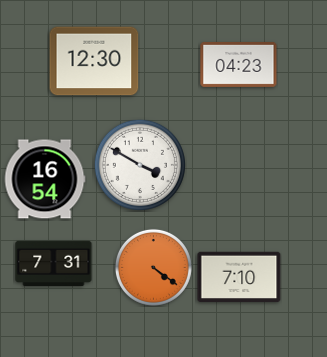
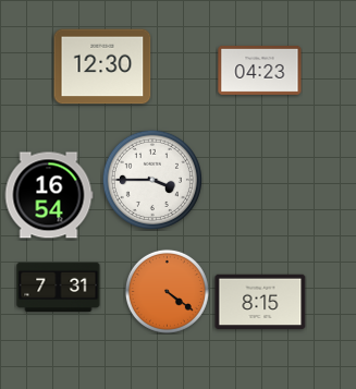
clock at (140, 165): 3:50 -> 3:45
clock at (239, 277): 7:10 -> 8:15
